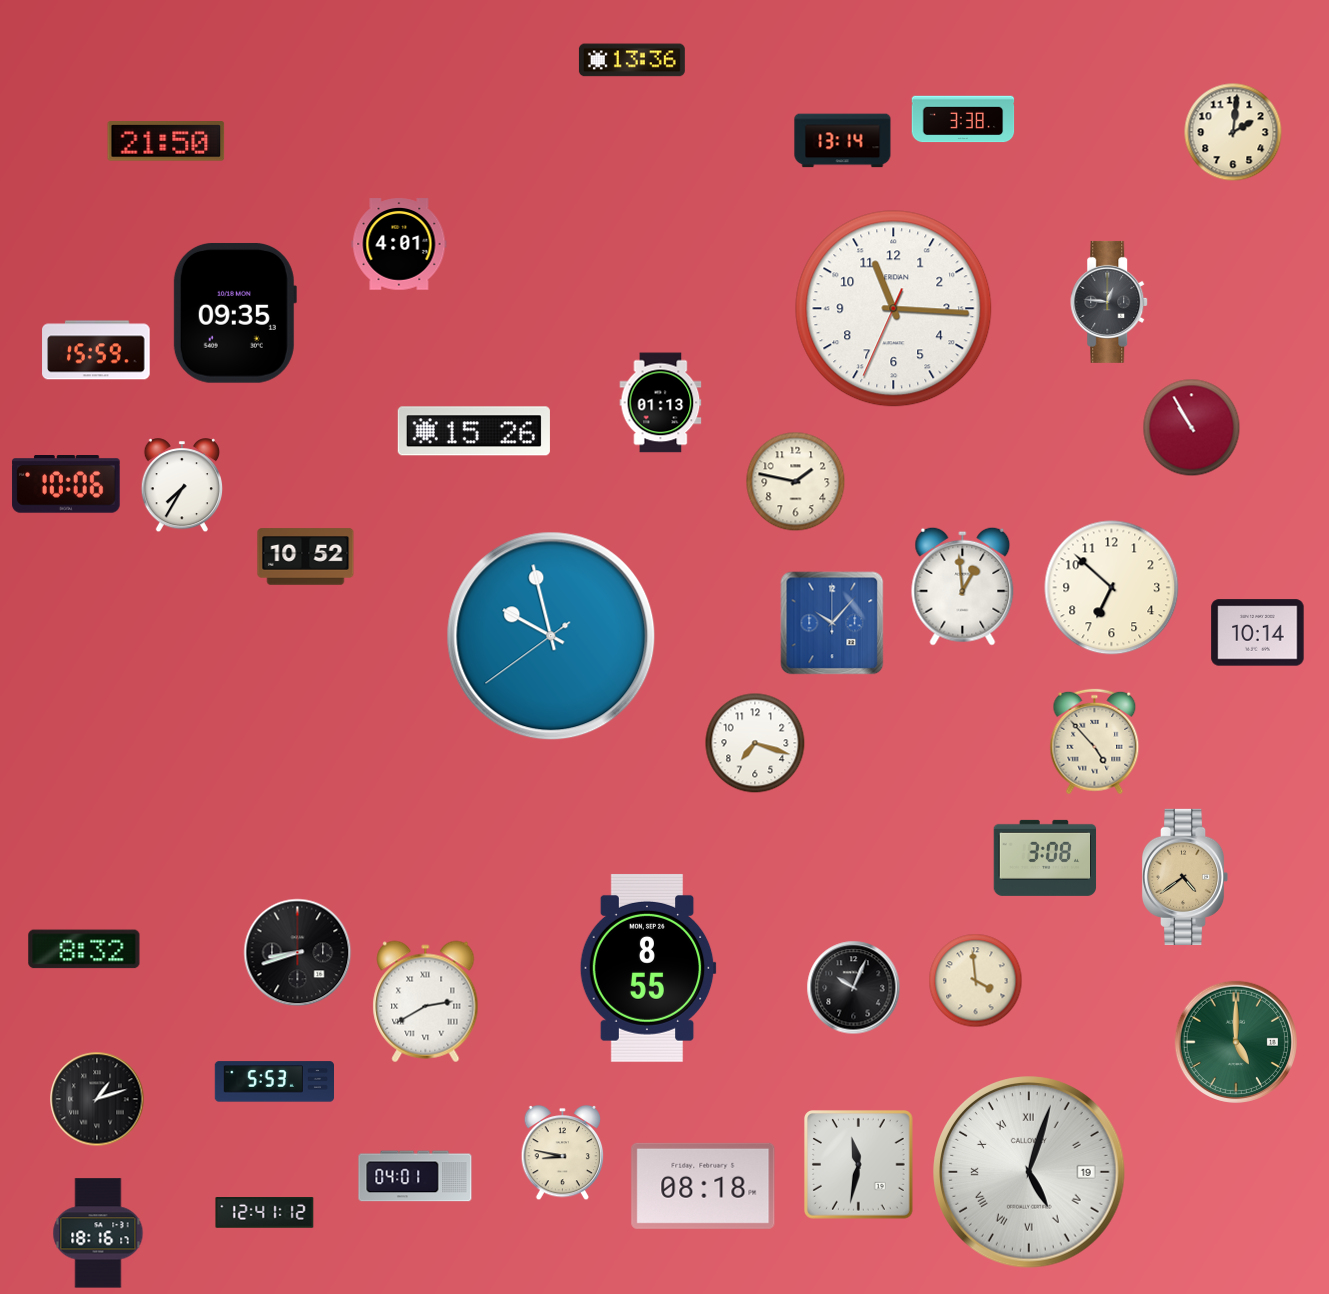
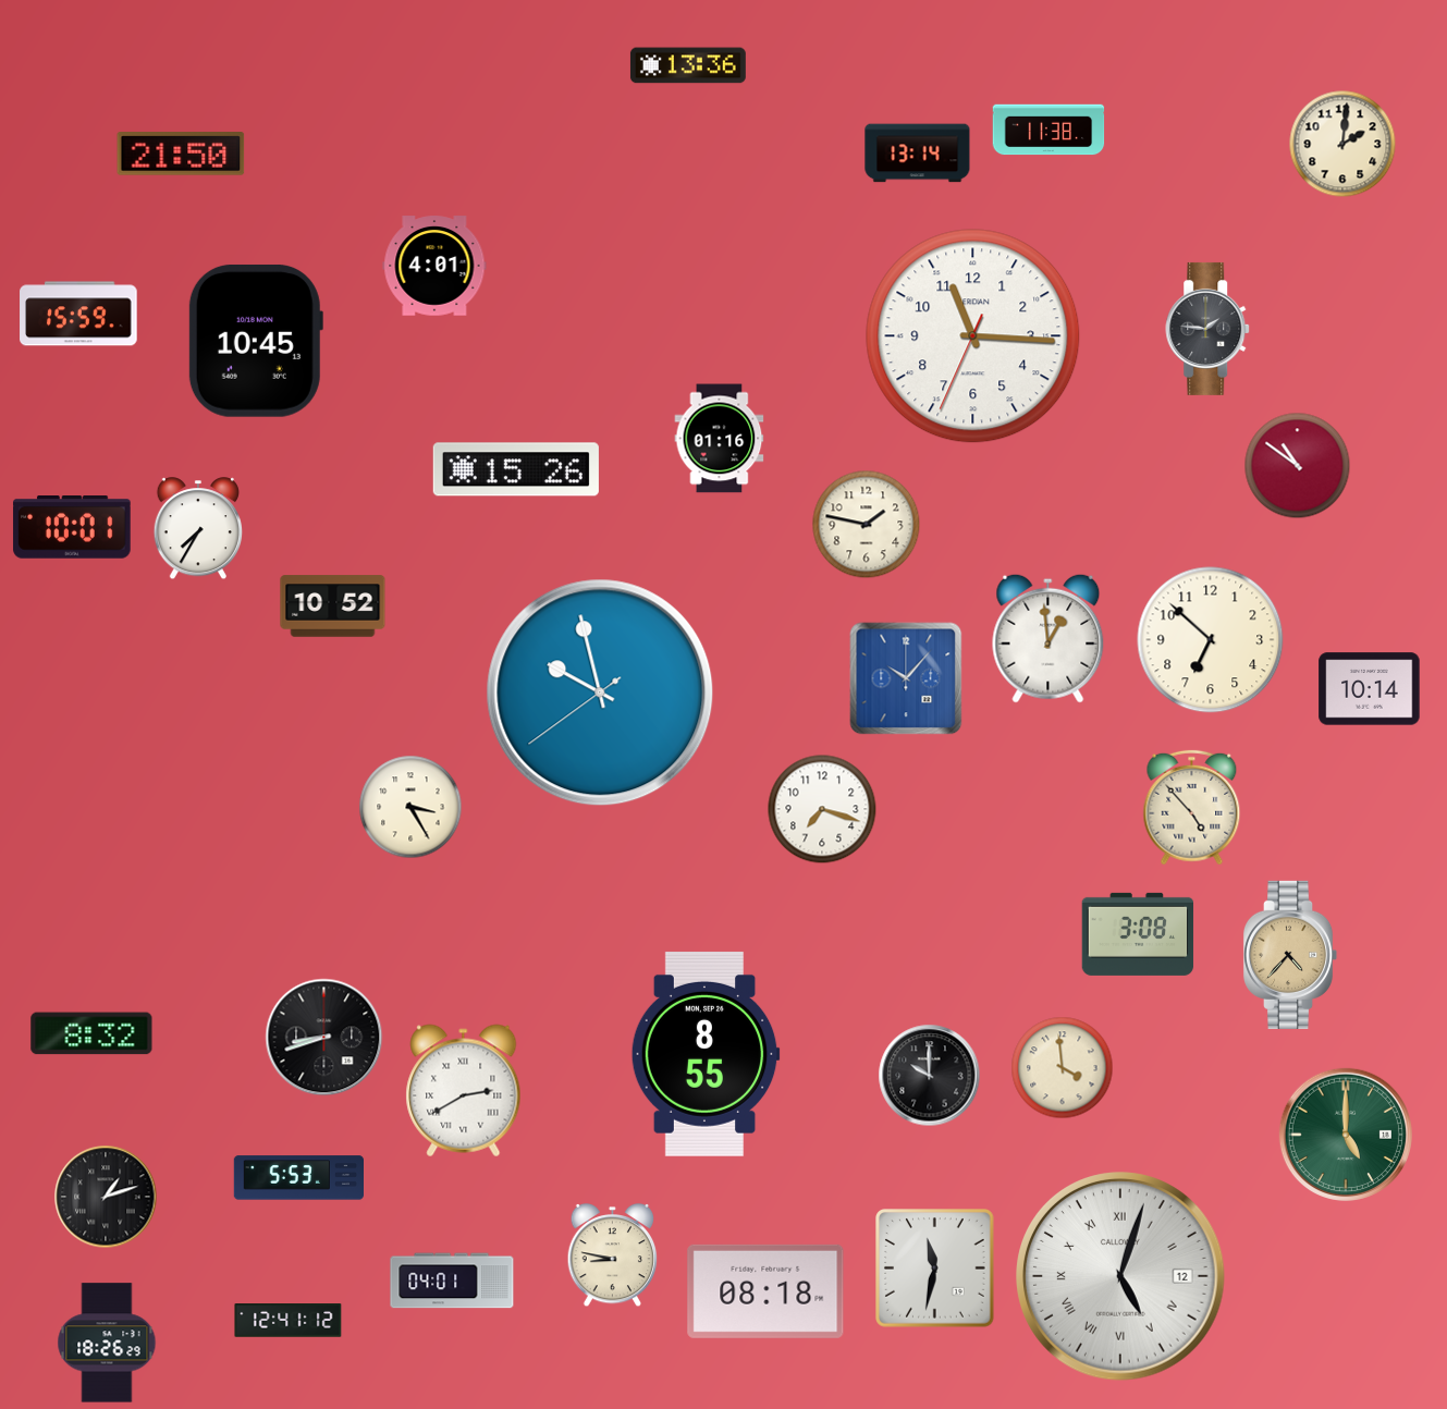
clock at (963, 119): 3:38 -> 11:38
clock at (1110, 302): 12:46 -> 1:46
clock at (235, 313): 09:35 -> 10:45
clock at (96, 350) position: (96, 350) -> (78, 314)
clock at (661, 403): 01:13 -> 01:16
clock at (1192, 428): 10:55 -> 10:51
clock at (66, 484): 10:06 -> 10:01
clock at (410, 807): none -> 3:25
clock at (1185, 877): 4:39 -> 4:37
clock at (854, 988): 10:04 -> 10:00
clock at (1029, 1172) date: 19 -> 12
clock at (98, 1233): 18:16 -> 18:26
